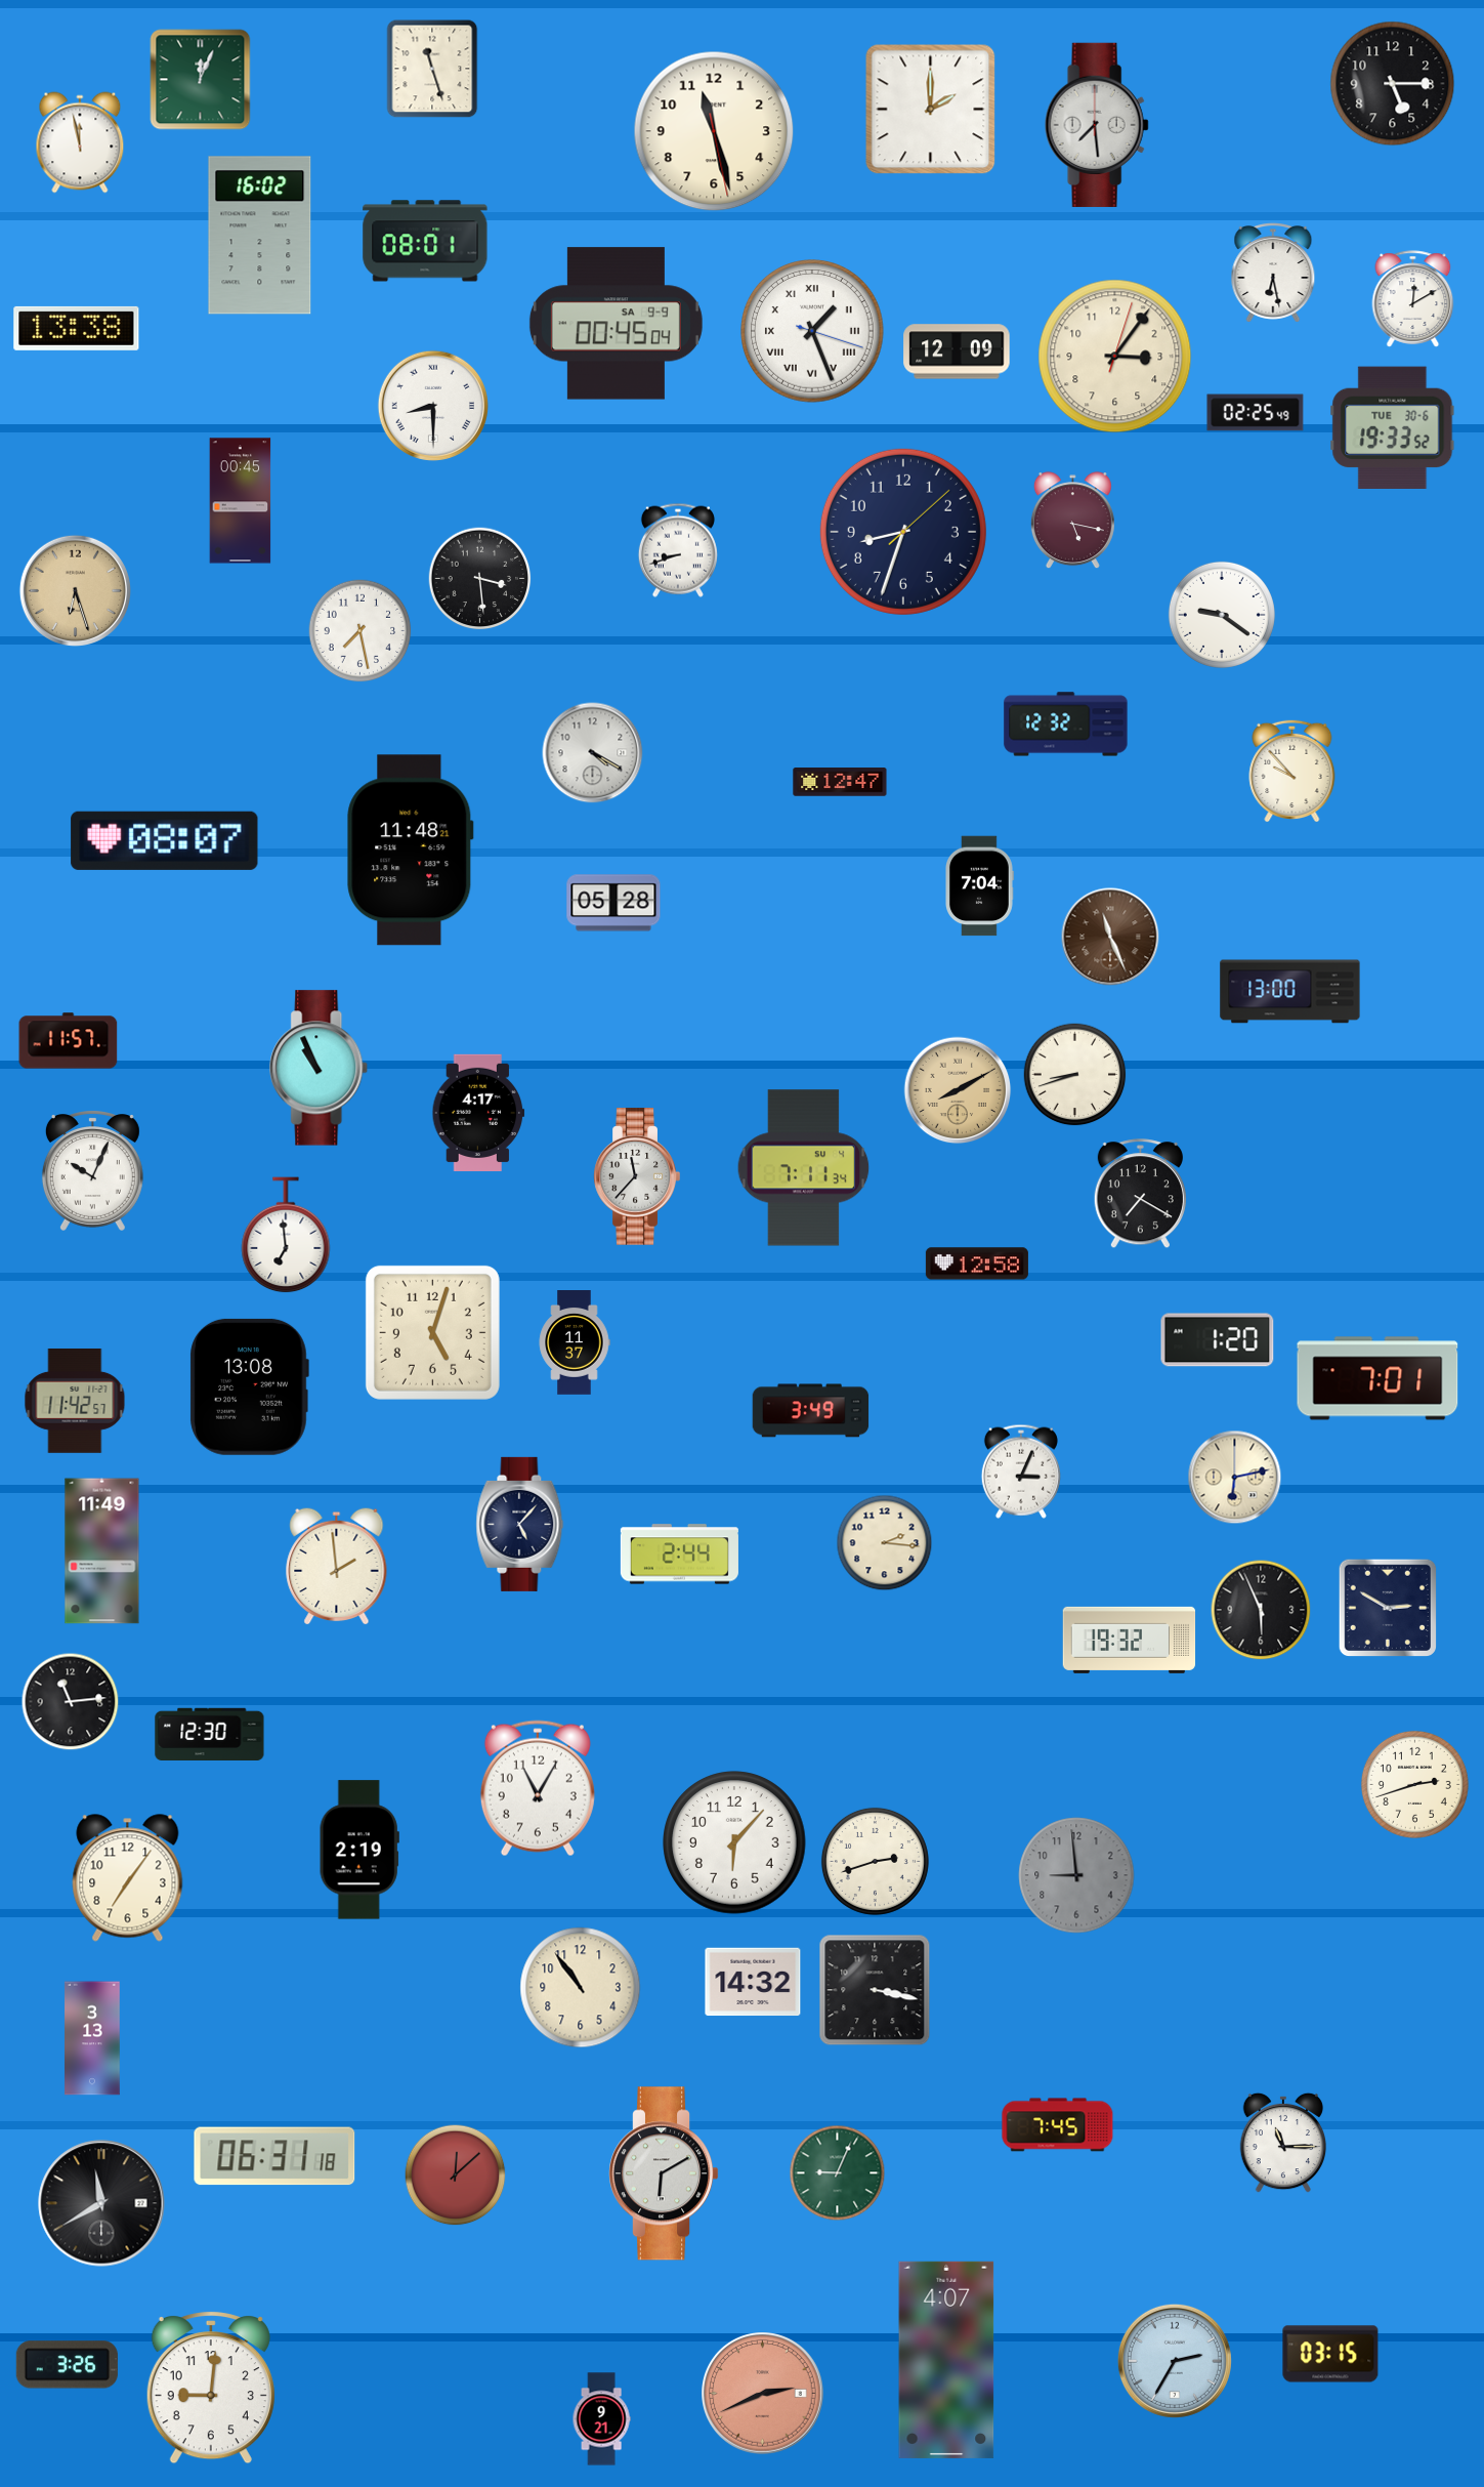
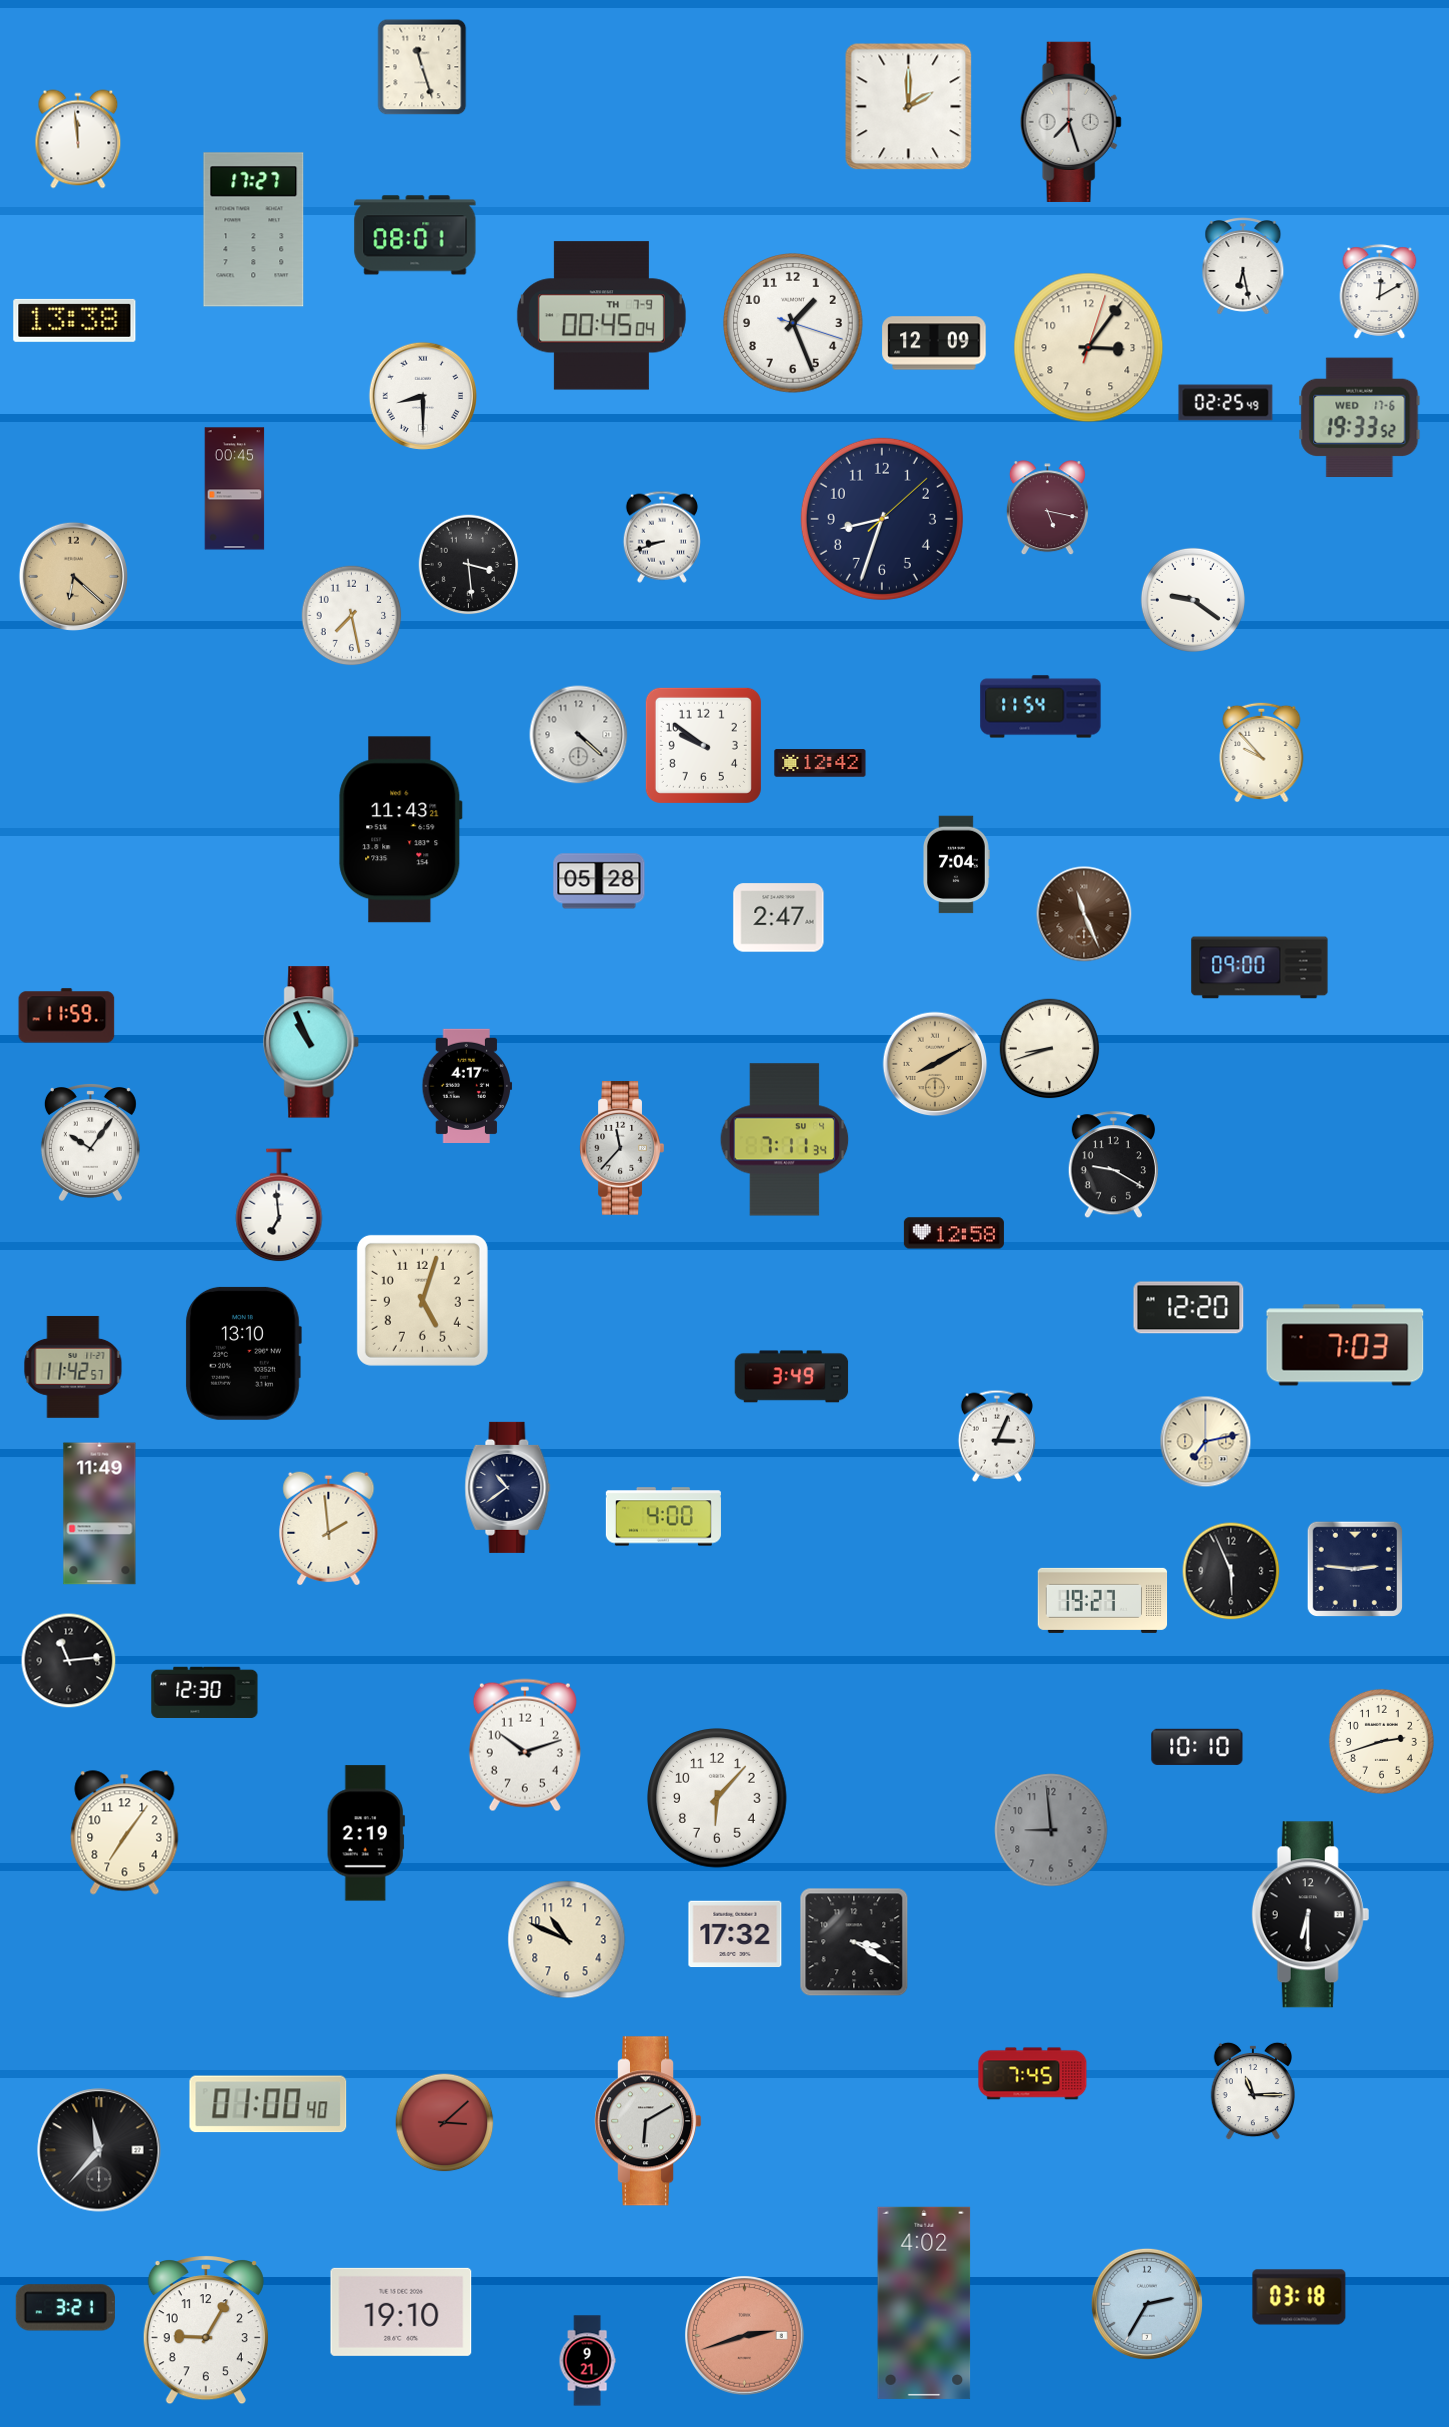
clock at (201, 80): 12:04 -> none
clock at (1393, 84): 5:15 -> none
clock at (1097, 125): 7:29 -> 7:27
clock at (714, 131): 11:27 -> none
clock at (80, 142): 11:58 -> 11:59
clock at (260, 236): 16:02 -> 17:27
clock at (616, 324) date: SA 9-9 -> TH 7-9
clock at (812, 331) numerals: Roman -> Arabic
clock at (1393, 428) date: TUE 30-6 -> WED 17-6
clock at (75, 590): 6:27 -> 6:22
clock at (1066, 724): 12:32 -> 11:54
clock at (593, 753): 4:20 -> 4:22
clock at (703, 745): none -> 9:51
clock at (840, 782): 12:47 -> 12:42
clock at (165, 840): 08:07 -> none
clock at (411, 851): 11:48 -> 11:43
clock at (779, 918): none -> 2:47
clock at (1290, 992): 13:00 -> 09:00
clock at (69, 1041): 11:57 -> 11:59
clock at (92, 1171): 10:04 -> 10:06
clock at (1140, 1194): 7:20 -> 9:20
clock at (1218, 1340): 1:20 -> 12:20
clock at (575, 1343): 11:37 -> none
clock at (1377, 1378): 7:01 -> 7:03
clock at (249, 1386): 13:08 -> 13:10
clock at (1235, 1478): 6:13 -> 7:13
clock at (520, 1524): 5:07 -> 10:39
clock at (885, 1543): 2:16 -> none
clock at (679, 1555): 2:44 -> 4:00
clock at (1387, 1607): 2:50 -> 2:46
clock at (1130, 1640): 19:32 -> 19:27
clock at (538, 1788): 11:05 -> 10:12
clock at (1197, 1747): none -> 10:10
clock at (359, 1850) position: (359, 1850) -> (366, 1833)
clock at (875, 1861): 2:42 -> none
clock at (1311, 1915): none -> 6:30
clock at (753, 1982): 14:32 -> 17:32
clock at (581, 1988): 10:54 -> 10:49
clock at (875, 1990): 3:17 -> 3:20
clock at (92, 2038): 3:13 -> none
clock at (274, 2156): 06:31 -> 01:00
clock at (838, 2173): 9:04 -> none
clock at (456, 2175): 12:08 -> 3:08
clock at (101, 2203): 11:40 -> 11:37
clock at (1330, 2354): 03:15 -> 03:18
clock at (946, 2360): 4:07 -> 4:02
clock at (67, 2365): 3:26 -> 3:21
clock at (401, 2312): none -> 19:10
clock at (211, 2388): 9:01 -> 9:05
clock at (763, 2394): 2:41 -> 2:42
